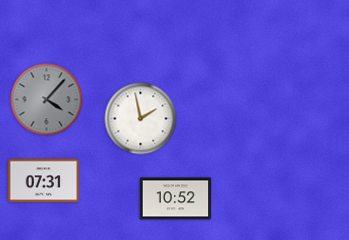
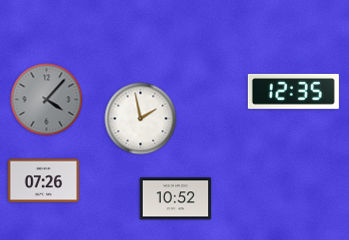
clock at (293, 91): none -> 12:35
clock at (44, 181): 07:31 -> 07:26
